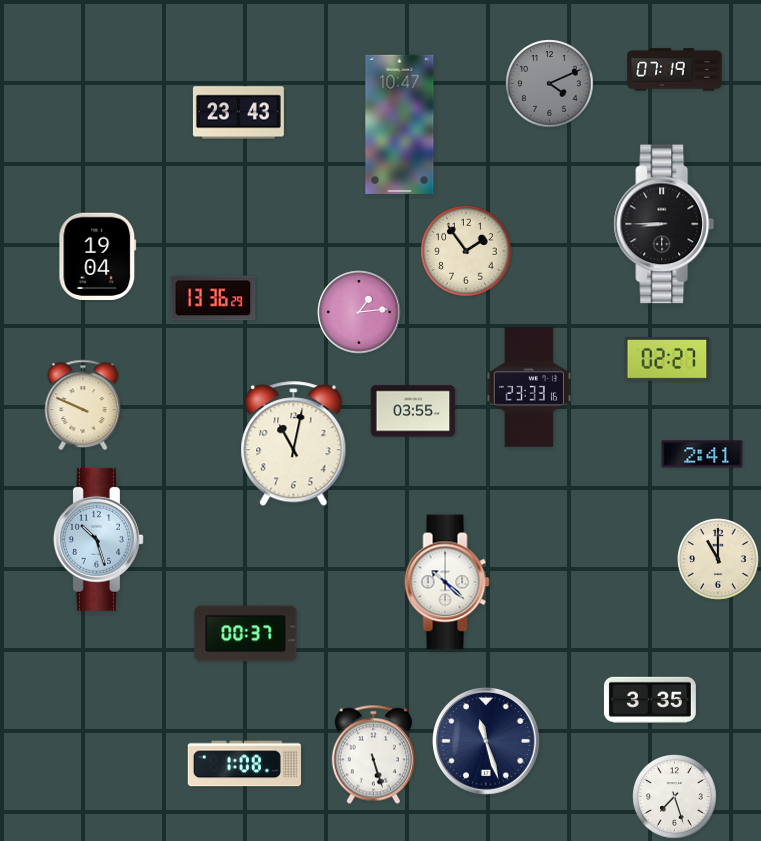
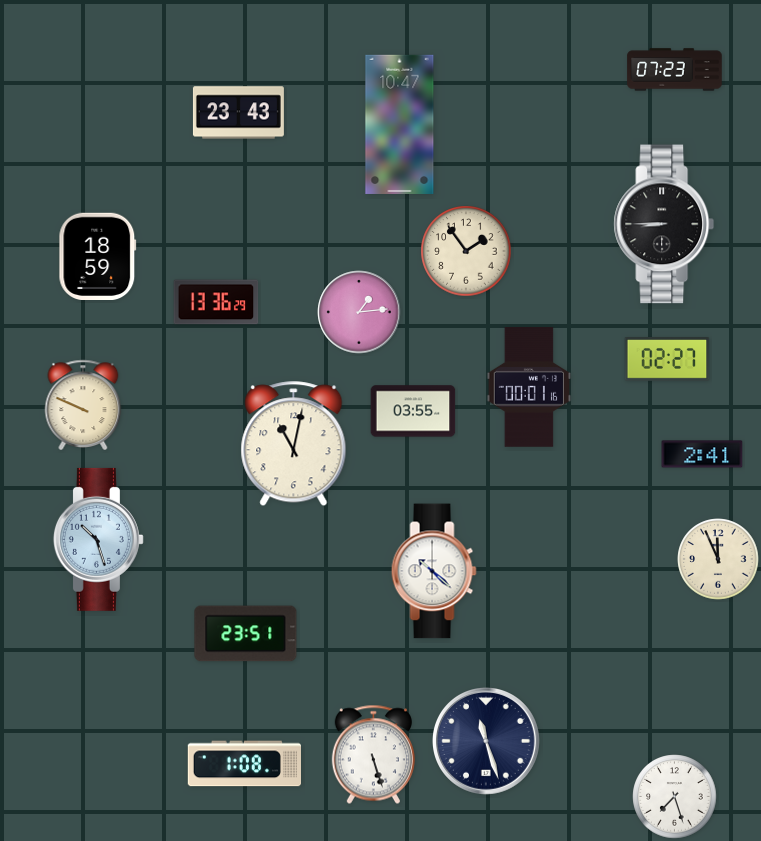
clock at (675, 70): 07:19 -> 07:23
clock at (550, 84): 4:11 -> none
clock at (98, 256): 19:04 -> 18:59
clock at (213, 298) position: (213, 298) -> (216, 302)
clock at (528, 387): 23:33 -> 00:01
clock at (718, 559): 11:00 -> 11:56
clock at (447, 582) position: (447, 582) -> (434, 571)
clock at (246, 634): 00:37 -> 23:51
clock at (650, 700): 3:35 -> none
